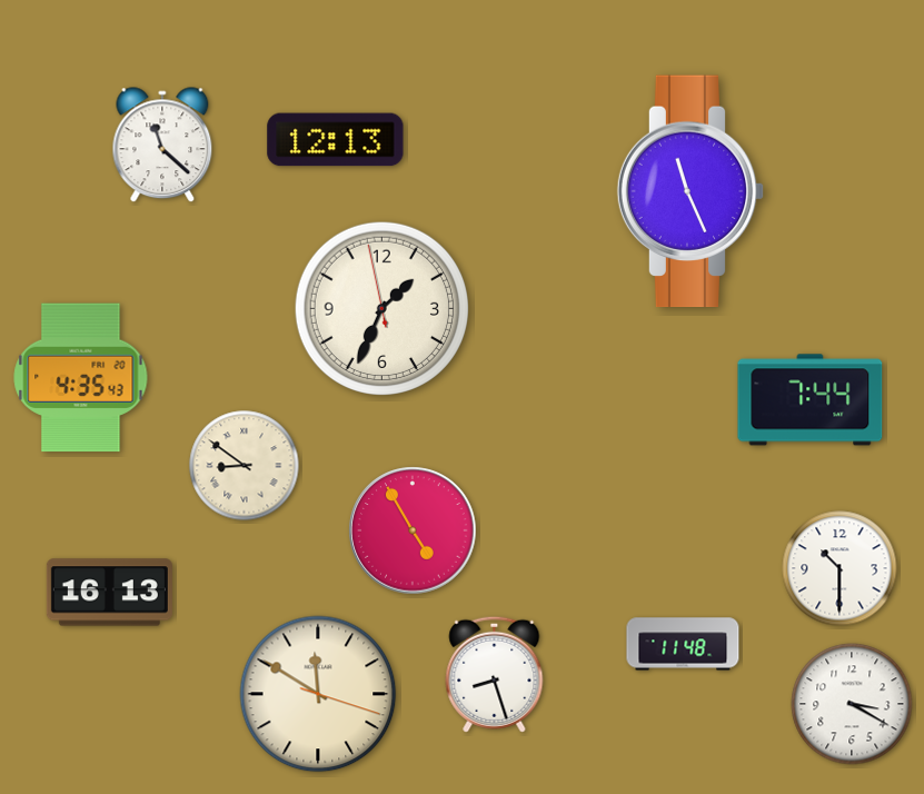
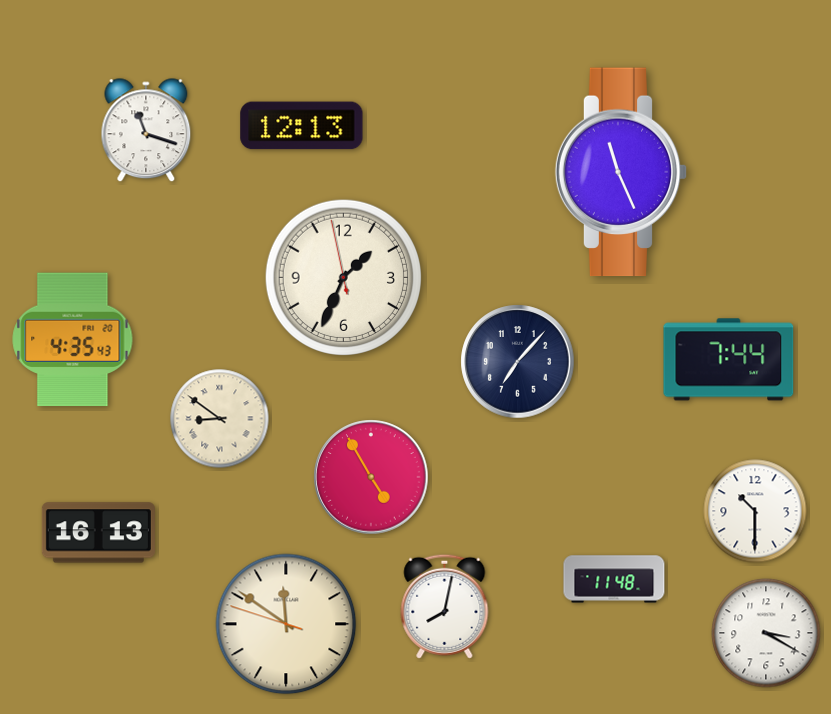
clock at (162, 146): 11:22 -> 11:18
clock at (518, 362): none -> 7:07
clock at (495, 674): 8:27 -> 8:02
clock at (318, 694): 11:50:18 -> 11:50:48
